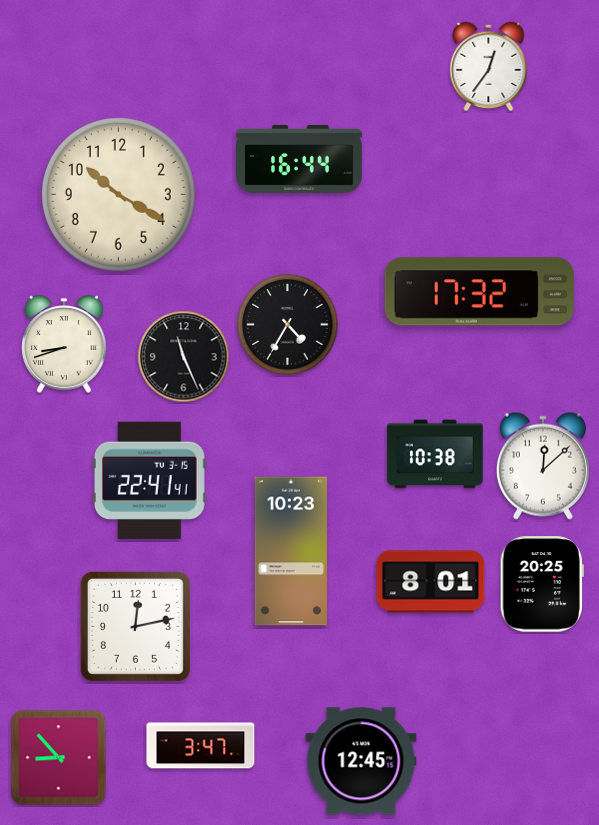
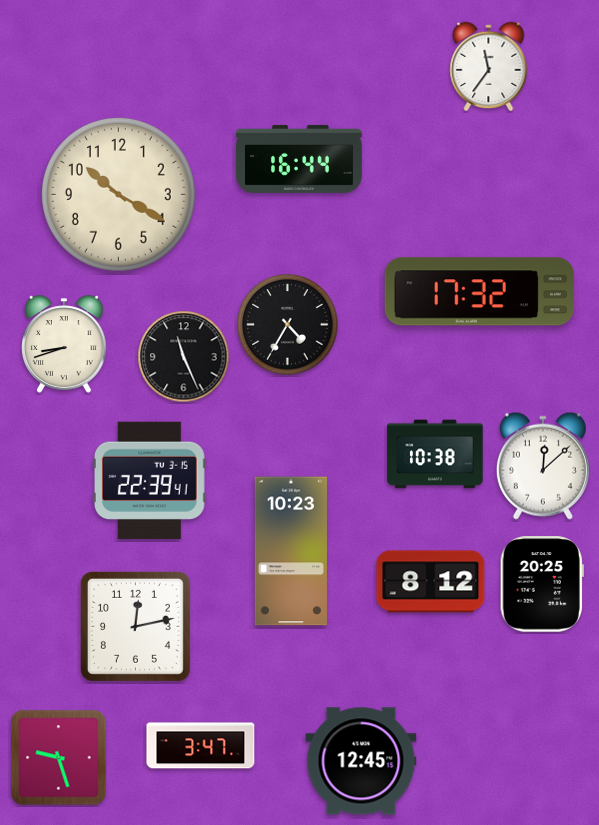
clock at (489, 67): 12:36 -> 11:36
clock at (149, 480): 22:41 -> 22:39
clock at (431, 582): 8:01 -> 8:12
clock at (59, 758): 8:53 -> 9:27
